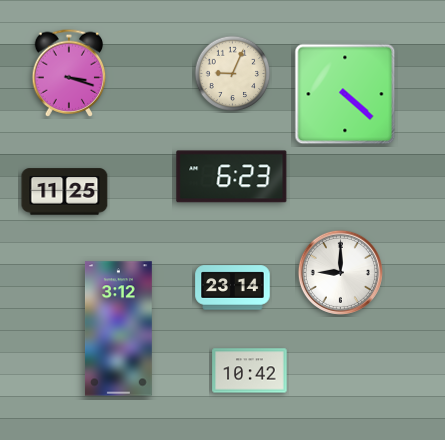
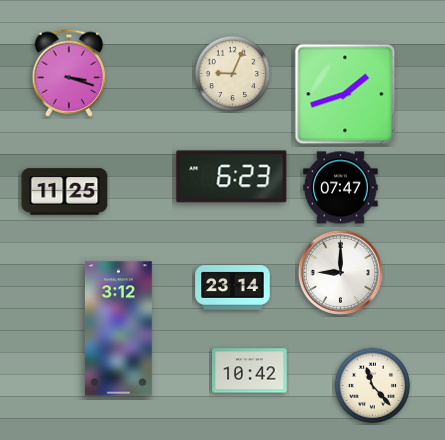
clock at (345, 94): 4:22 -> 1:42
clock at (341, 188): none -> 07:47
clock at (373, 386): none -> 11:23
